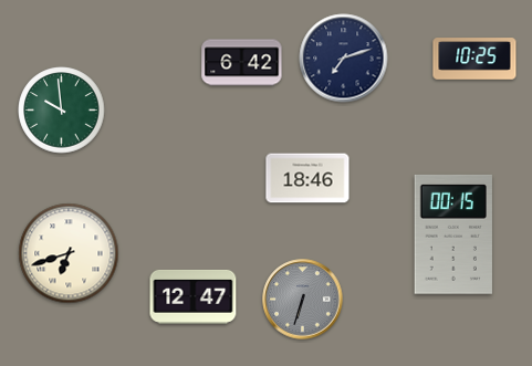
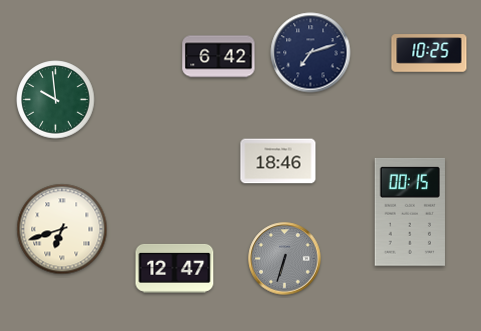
clock at (303, 300) position: (303, 300) -> (285, 259)
